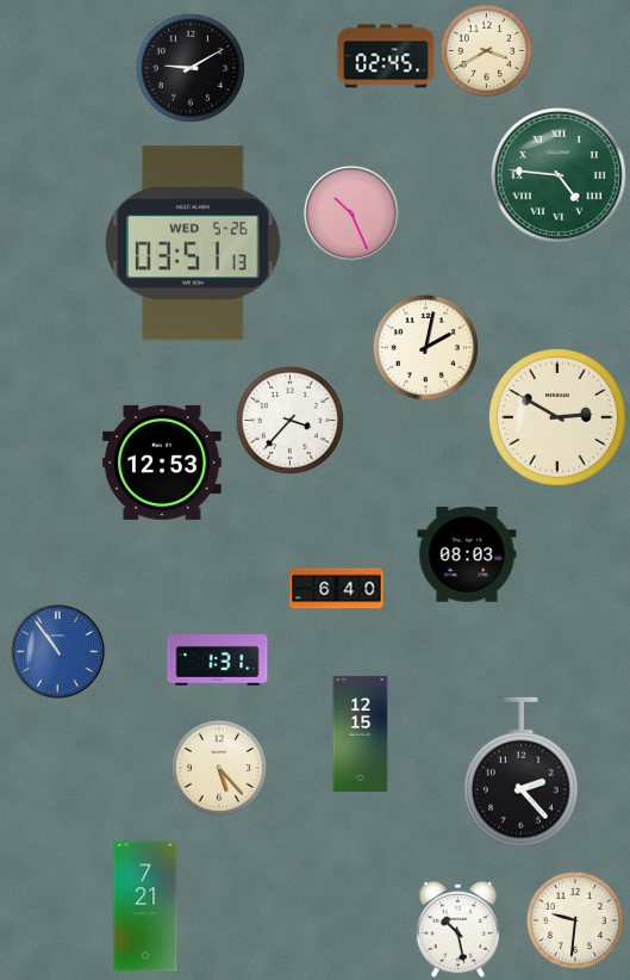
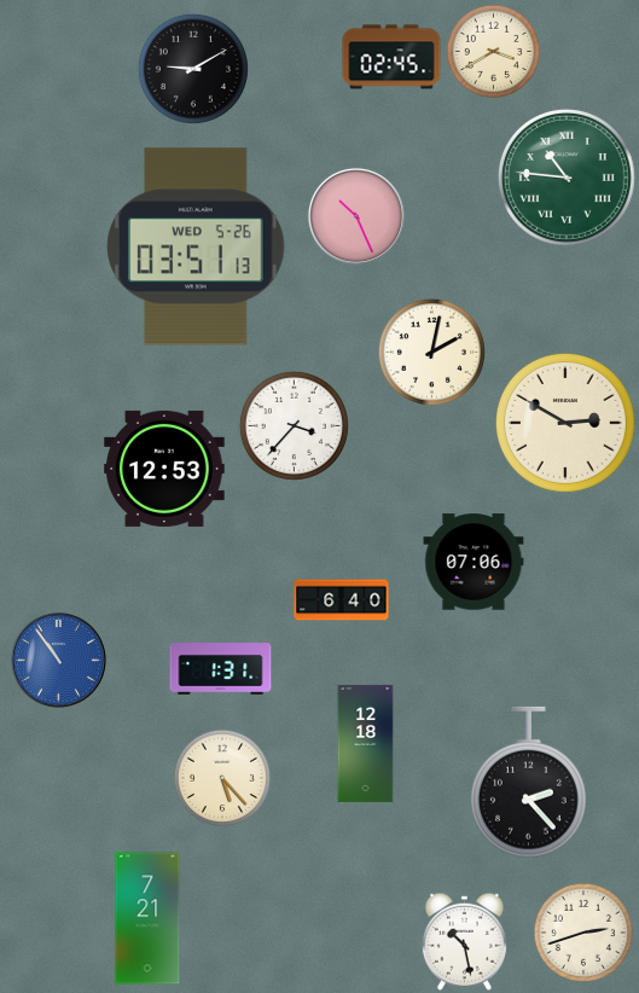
clock at (559, 175): 4:46 -> 10:46
clock at (467, 554): 08:03 -> 07:06
clock at (337, 589) position: (337, 589) -> (342, 600)
clock at (361, 733): 12:15 -> 12:18
clock at (574, 919): 9:31 -> 2:42
